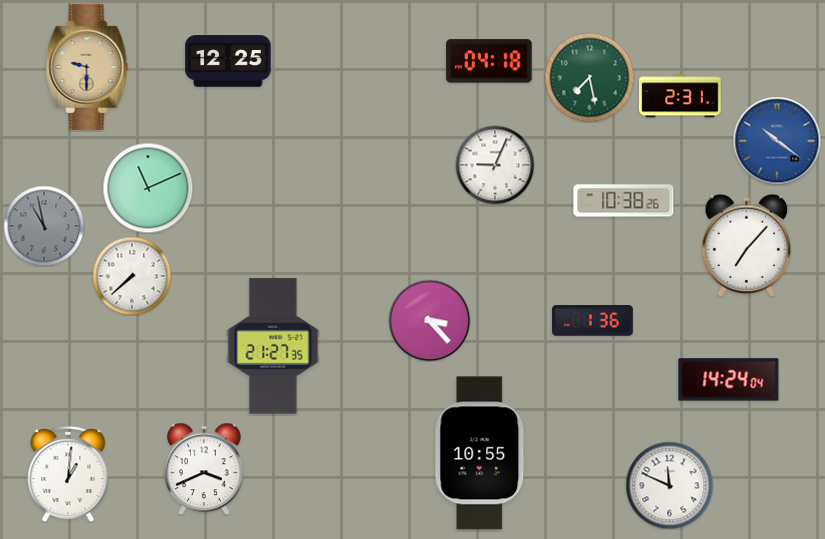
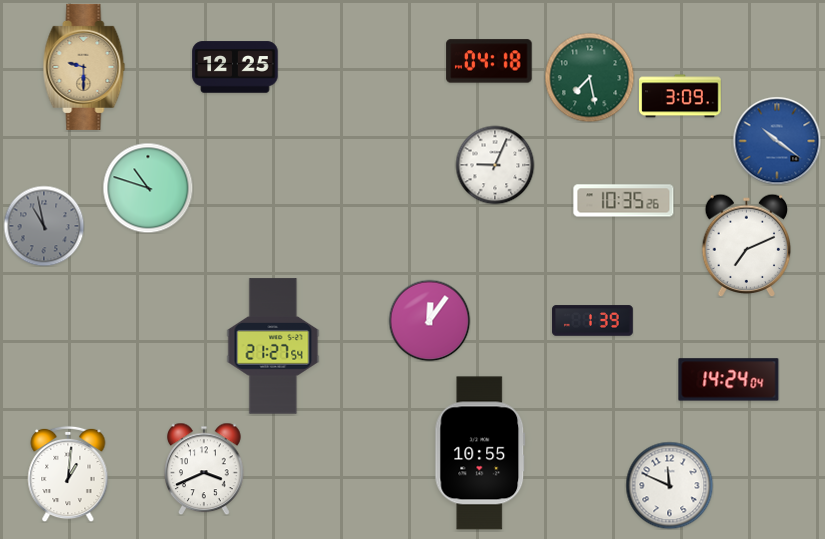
clock at (228, 61) position: (228, 61) -> (235, 67)
clock at (87, 67) position: (87, 67) -> (84, 67)
clock at (680, 96): 2:31 -> 3:09
clock at (148, 188): 11:11 -> 10:48
clock at (624, 201): 10:38 -> 10:35
clock at (747, 245): 7:07 -> 7:11
clock at (132, 276): 7:38 -> none
clock at (429, 320): 3:23 -> 12:06
clock at (593, 321): 1:36 -> 1:39
clock at (273, 346): 21:27:35 -> 21:27:54
